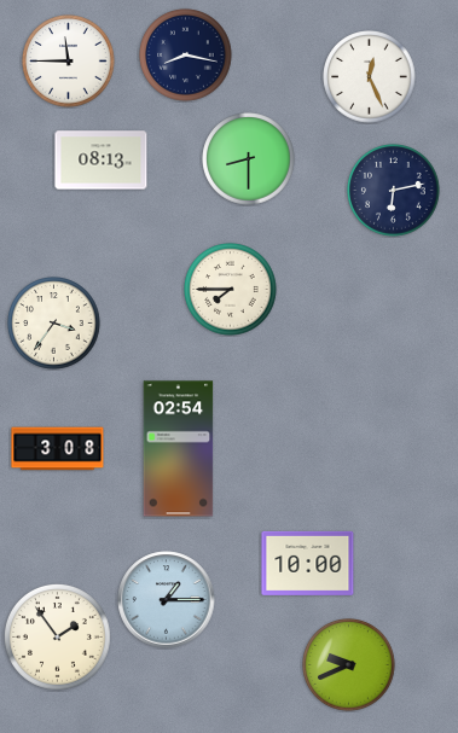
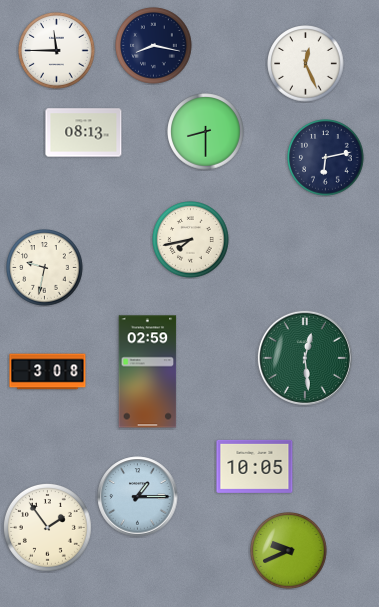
clock at (231, 290): 7:45 -> 7:43
clock at (54, 324): 3:36 -> 9:32
clock at (305, 358): none -> 12:29
clock at (179, 449): 02:54 -> 02:59
clock at (308, 563): 10:00 -> 10:05
